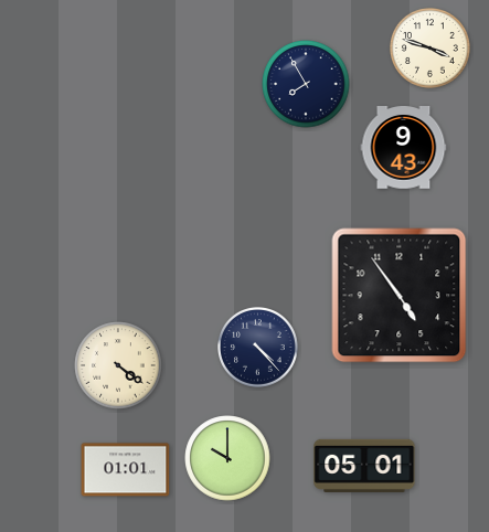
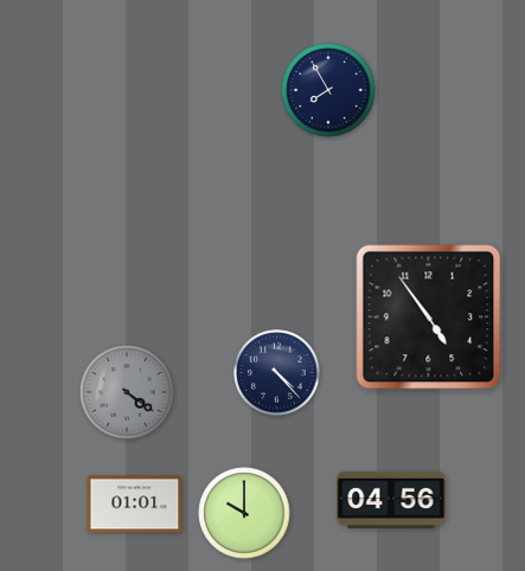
clock at (430, 49): 3:48 -> none
clock at (404, 148): 9:43 -> none
clock at (118, 365) dial: cream -> grey
clock at (227, 458) position: (227, 458) -> (244, 513)
clock at (364, 466): 05:01 -> 04:56
